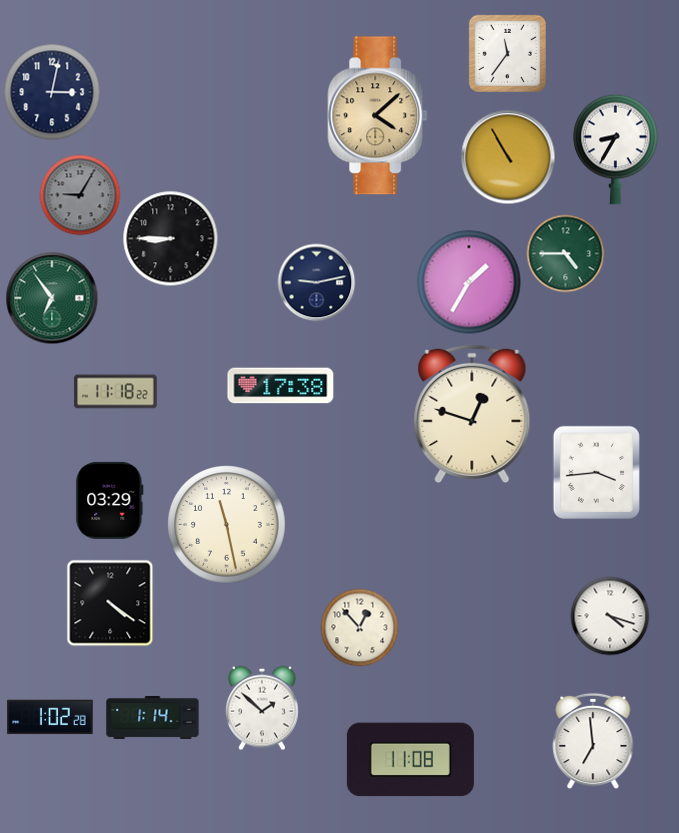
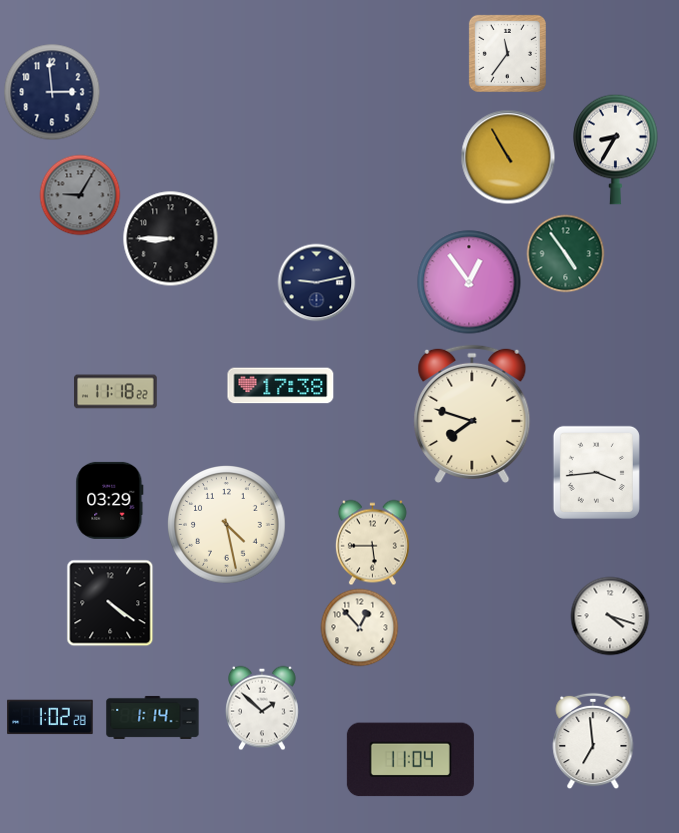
clock at (52, 92): 3:02 -> 2:59
clock at (378, 116): 4:08 -> none
clock at (565, 253): 4:45 -> 4:54
clock at (469, 282): 1:35 -> 12:54
clock at (52, 298): 6:54 -> none
clock at (472, 414): 12:48 -> 7:48
clock at (227, 525): 11:28 -> 4:28
clock at (372, 542): none -> 5:45
clock at (410, 760): 11:08 -> 11:04
